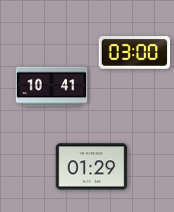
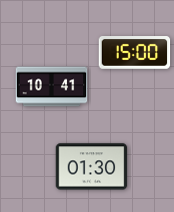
clock at (135, 53): 03:00 -> 15:00
clock at (92, 167): 01:29 -> 01:30
